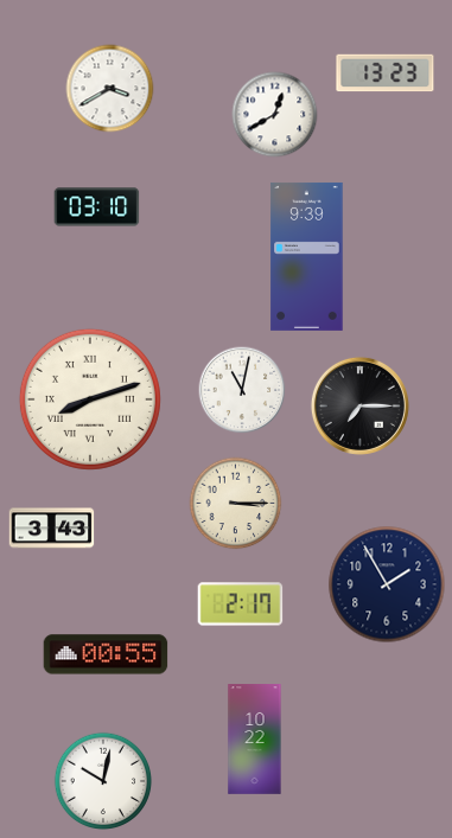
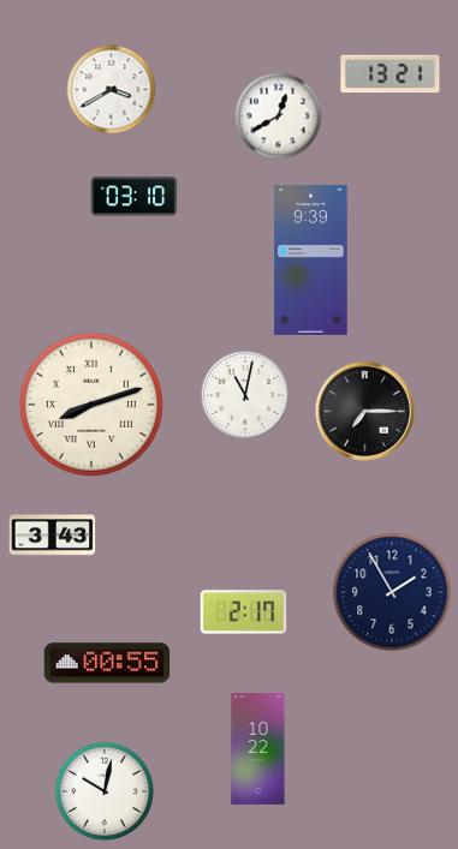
clock at (386, 73): 13:23 -> 13:21
clock at (97, 207) position: (97, 207) -> (135, 197)
clock at (236, 504): 3:15 -> none
